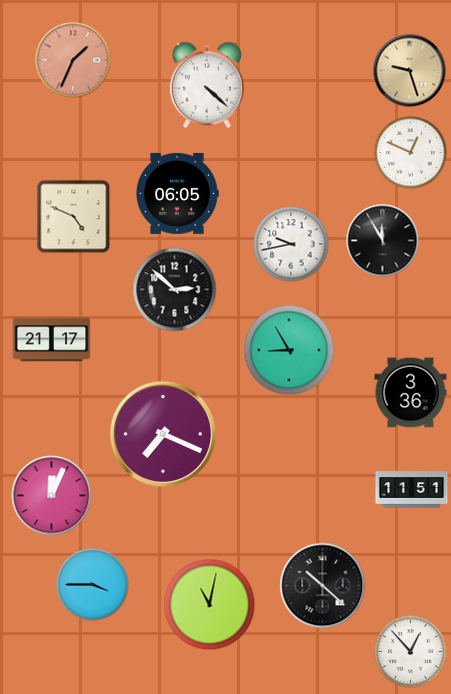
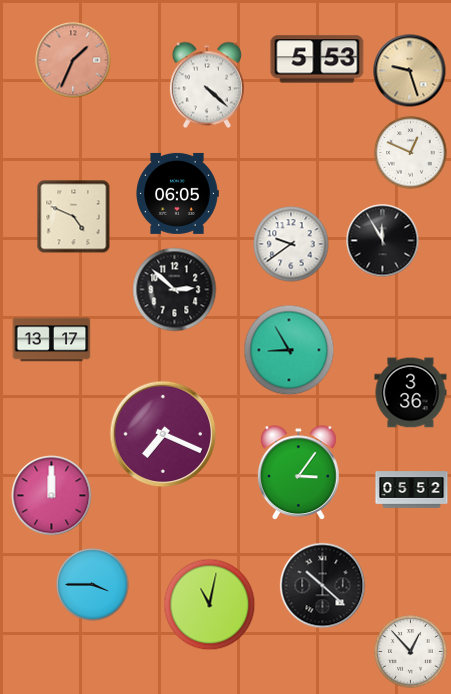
clock at (317, 59): none -> 5:53
clock at (291, 244): 9:43 -> 9:39
clock at (52, 340): 21:17 -> 13:17
clock at (298, 473): none -> 3:06
clock at (412, 490): 11:51 -> 05:52
clock at (52, 496): 12:04 -> 12:00
